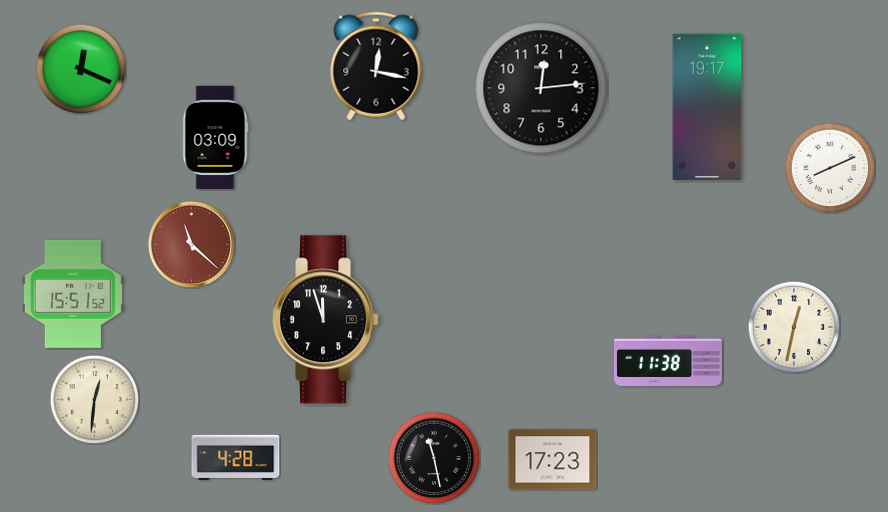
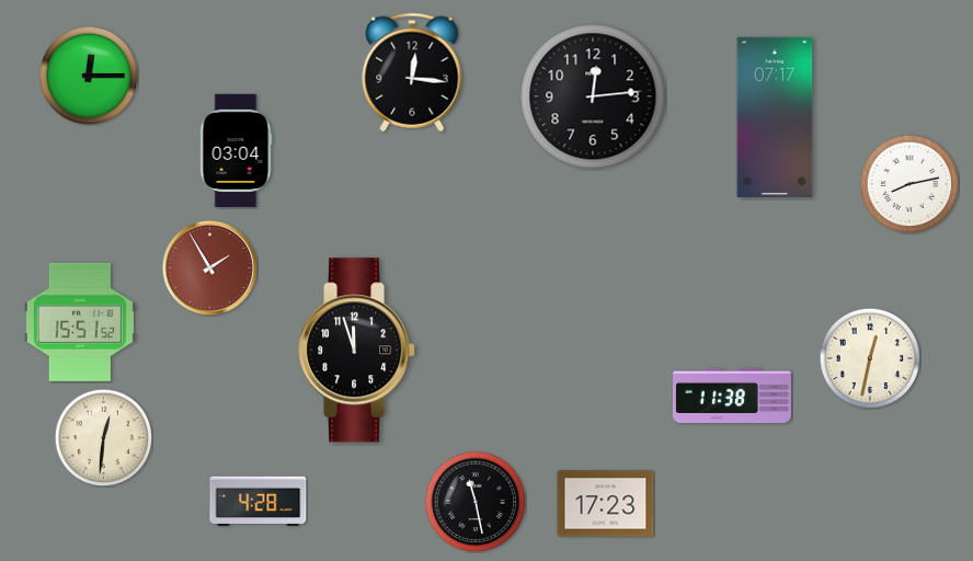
clock at (376, 66): 12:17 -> 12:16
clock at (81, 69): 12:19 -> 12:15
clock at (707, 107): 19:17 -> 07:17
clock at (215, 137): 03:09 -> 03:04
clock at (830, 168): 8:11 -> 8:13
clock at (191, 244): 11:22 -> 1:55
